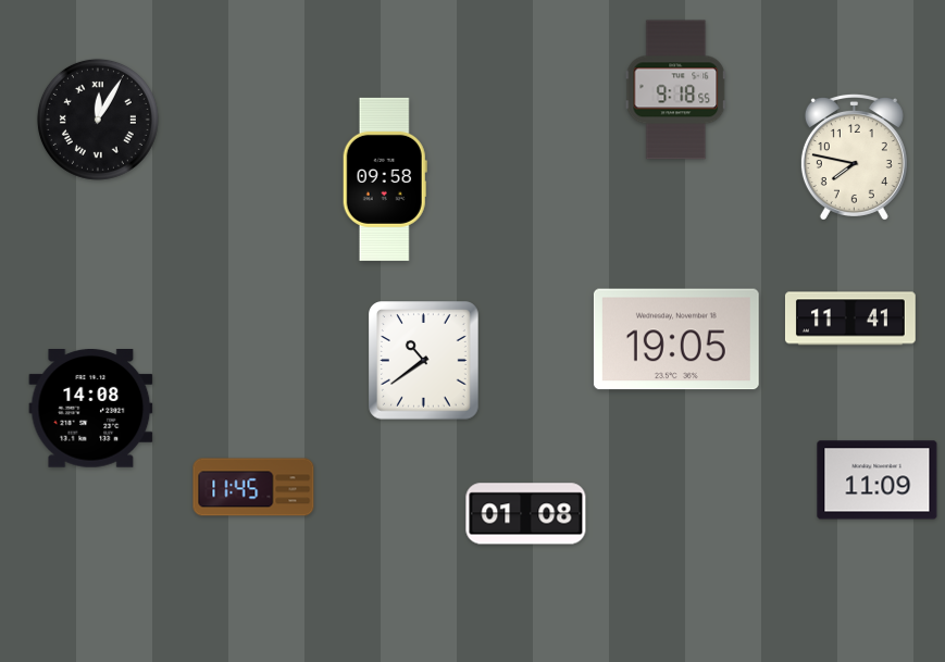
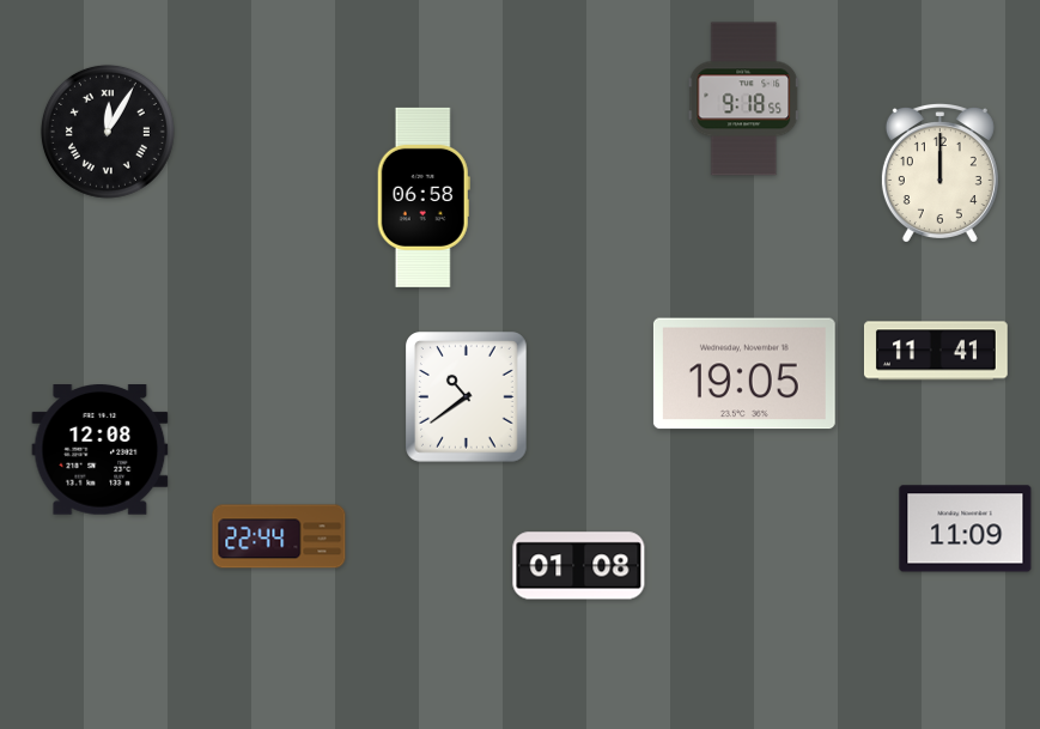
clock at (854, 158): 7:47 -> 12:00
clock at (385, 179): 09:58 -> 06:58
clock at (91, 409): 14:08 -> 12:08
clock at (253, 487): 11:45 -> 22:44
